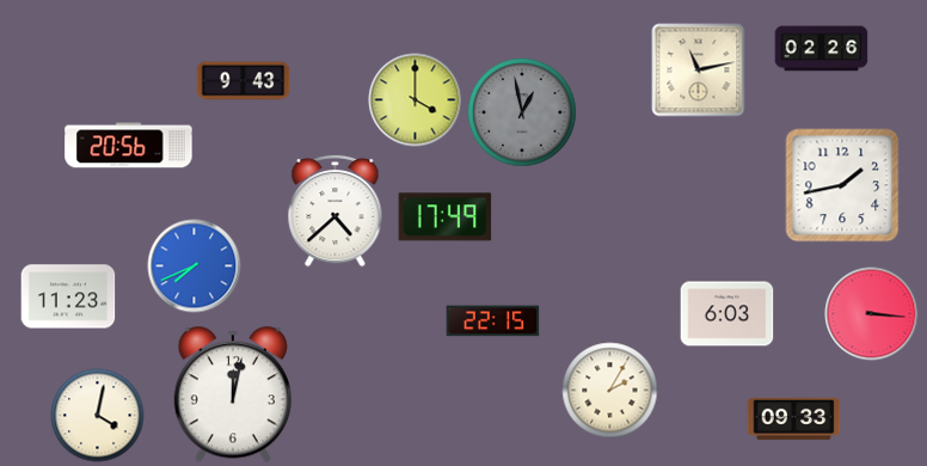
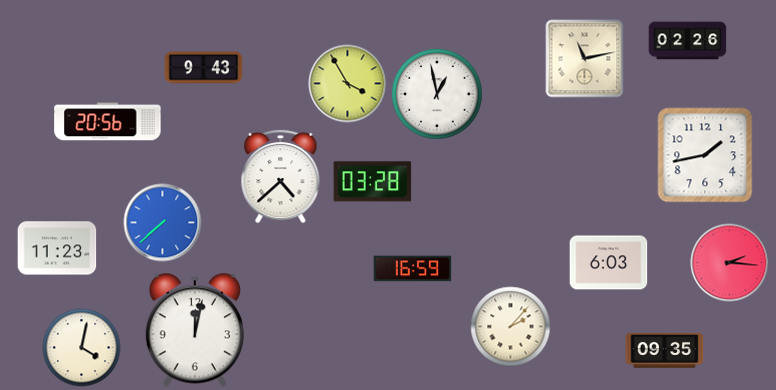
clock at (415, 99): 4:00 -> 3:55
clock at (522, 112) dial: grey -> white
clock at (444, 217): 17:49 -> 03:28
clock at (194, 265): 7:41 -> 7:38
clock at (871, 313): 3:16 -> 2:16
clock at (492, 321): 22:15 -> 16:59
clock at (609, 390): 2:05 -> 2:07
clock at (793, 418): 09:33 -> 09:35
